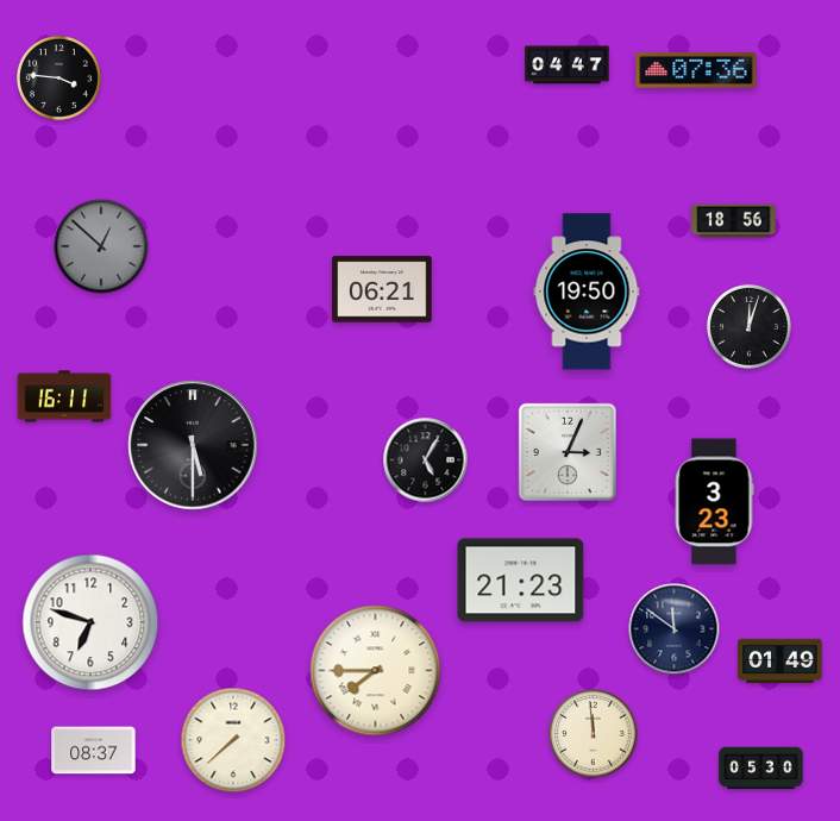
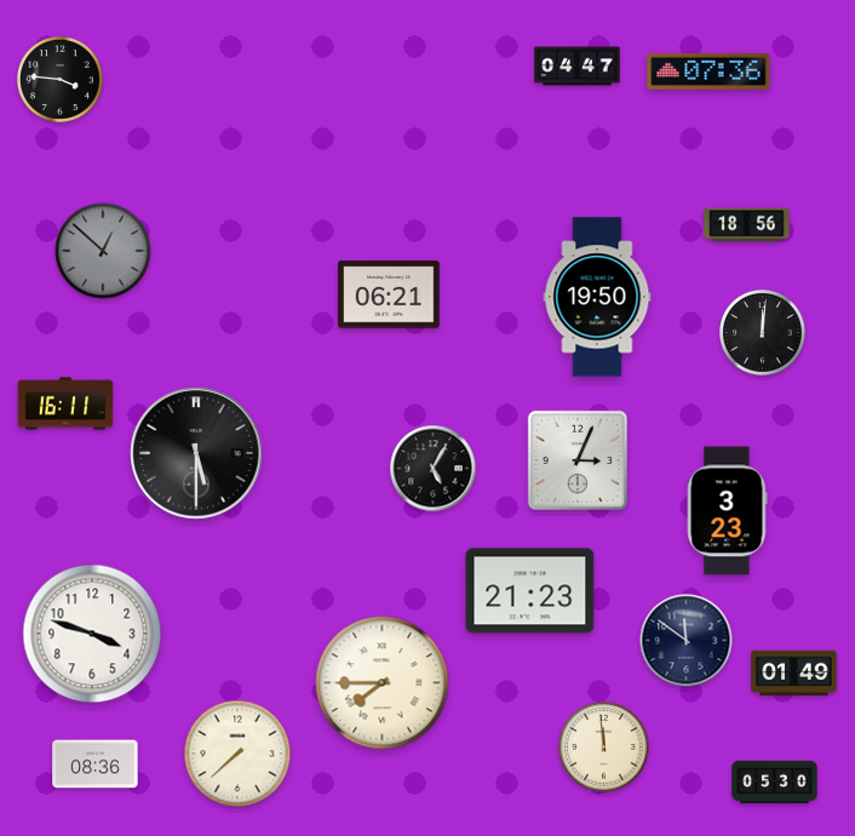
clock at (748, 326): 12:03 -> 12:01
clock at (90, 622): 6:48 -> 3:48
clock at (94, 751): 08:37 -> 08:36
